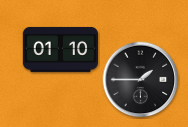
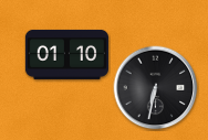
clock at (141, 80): 1:45 -> 6:32
